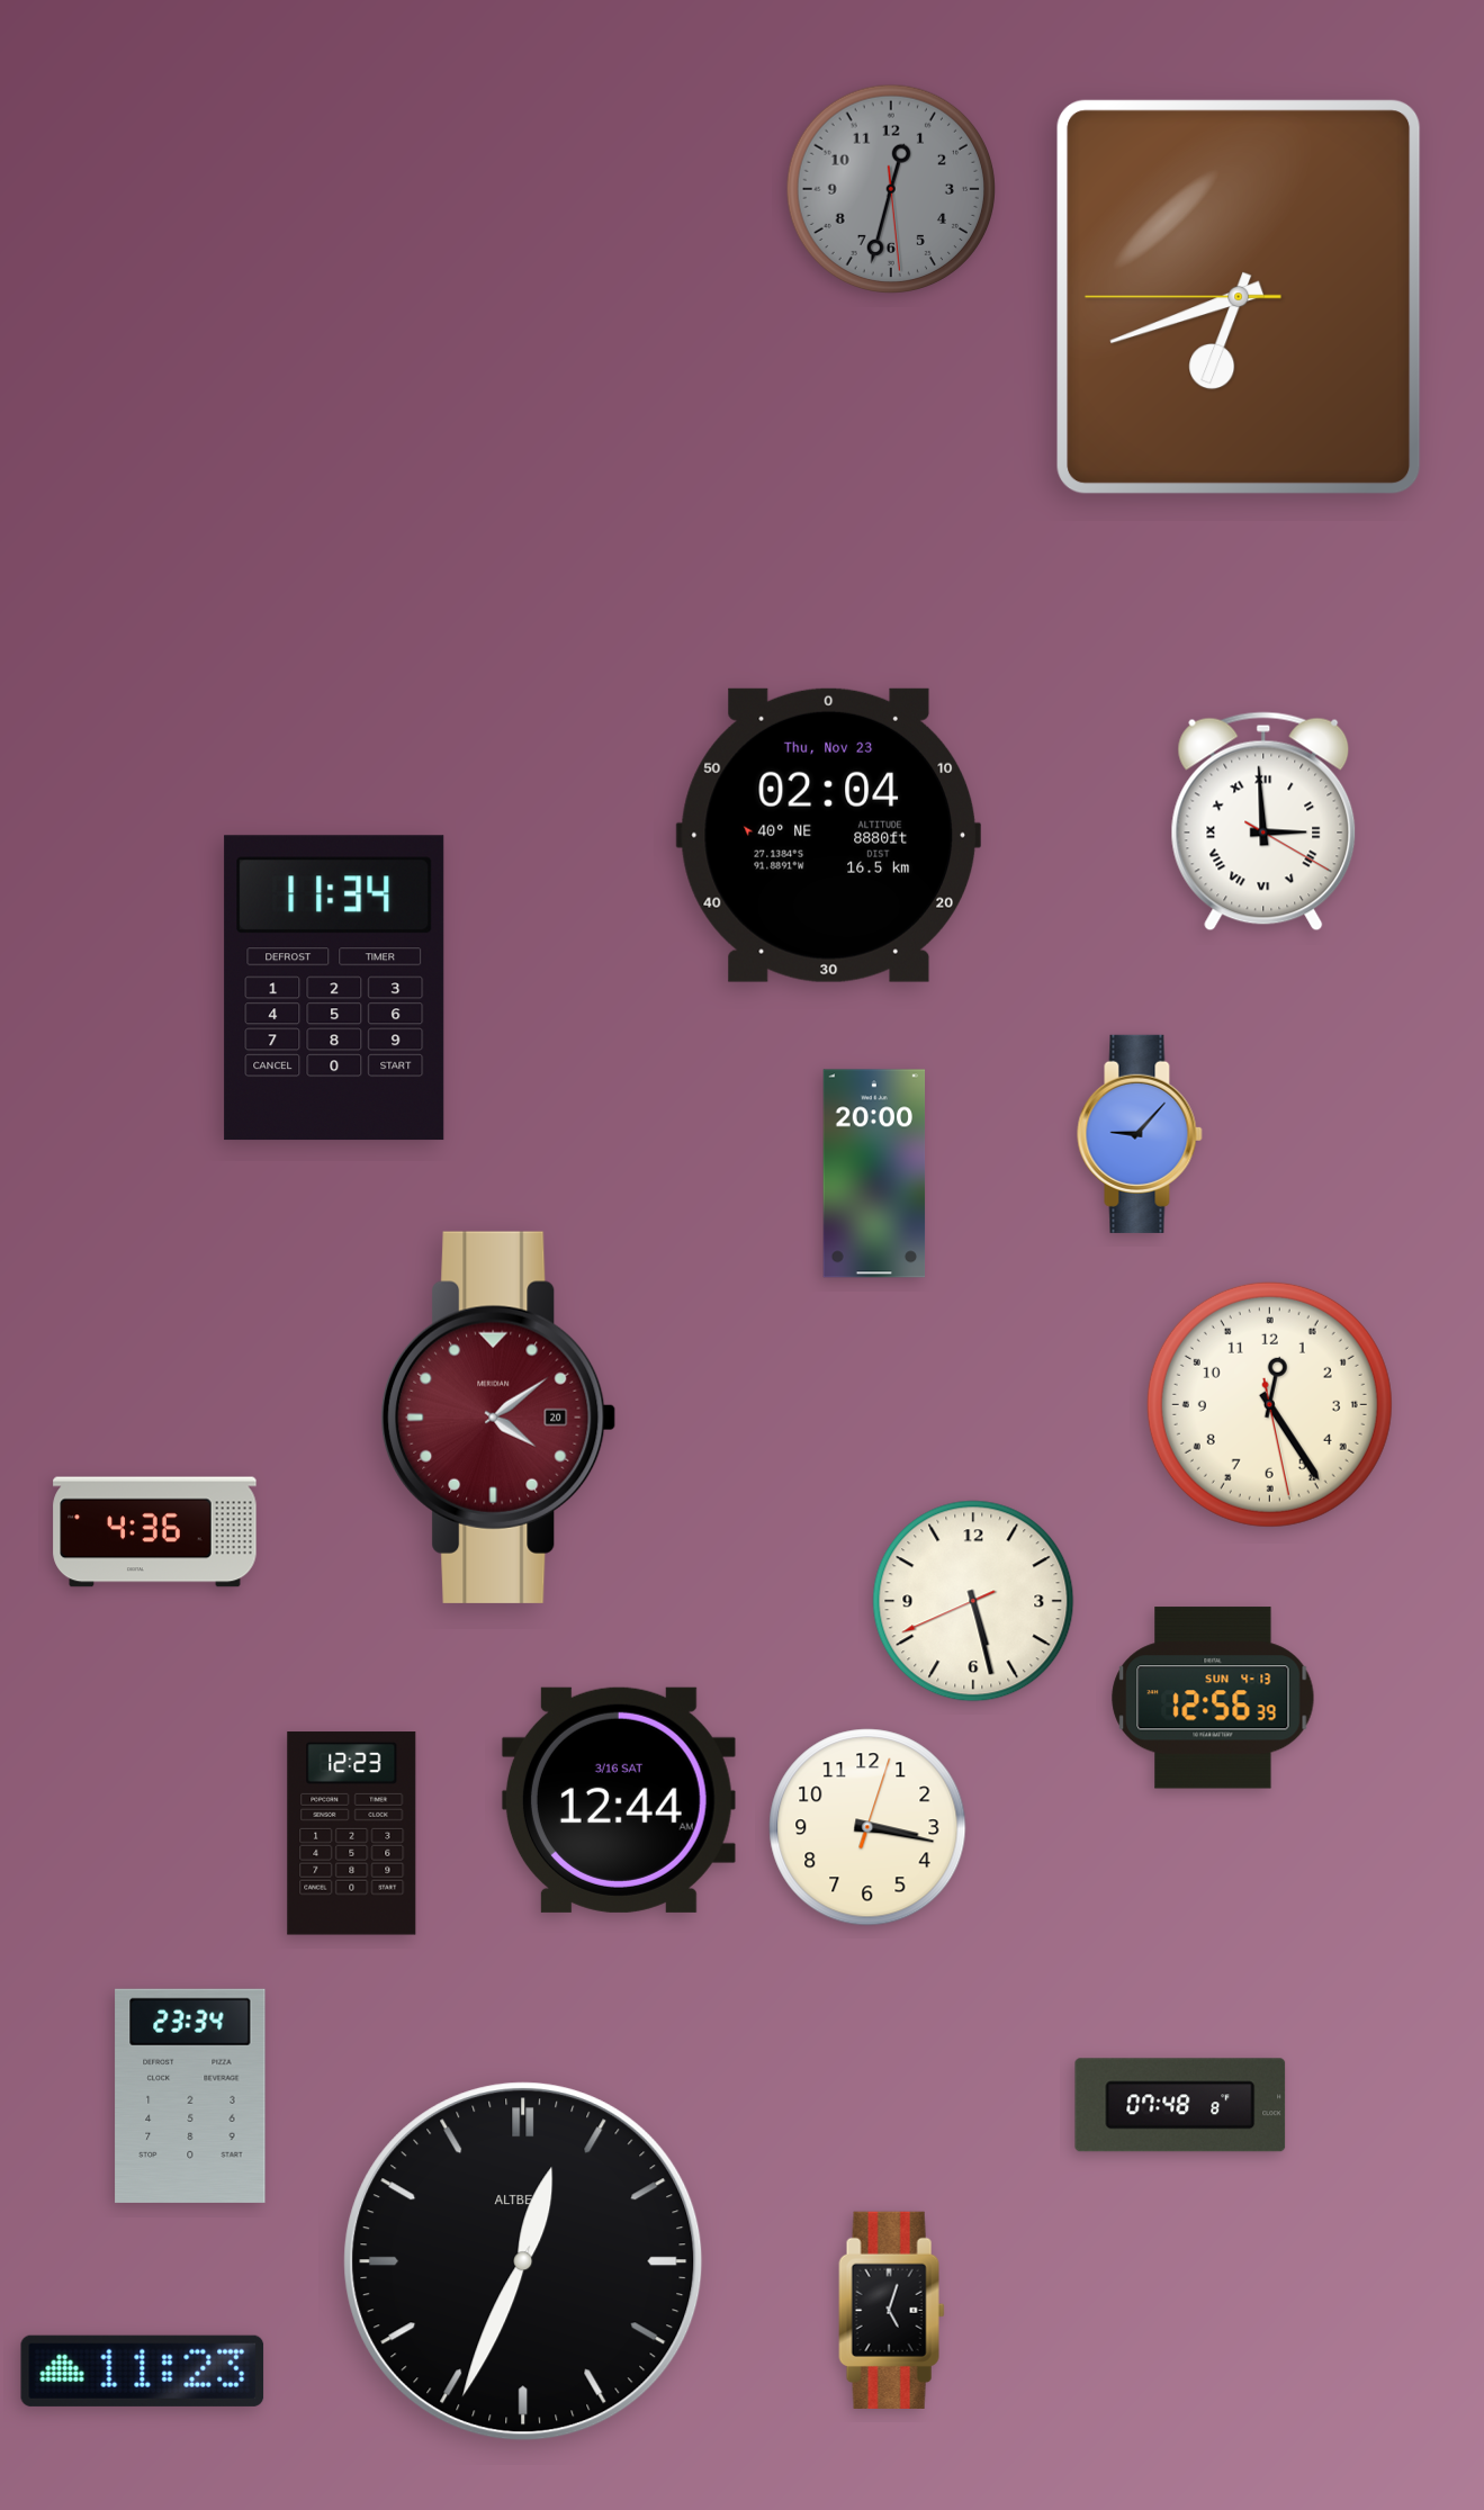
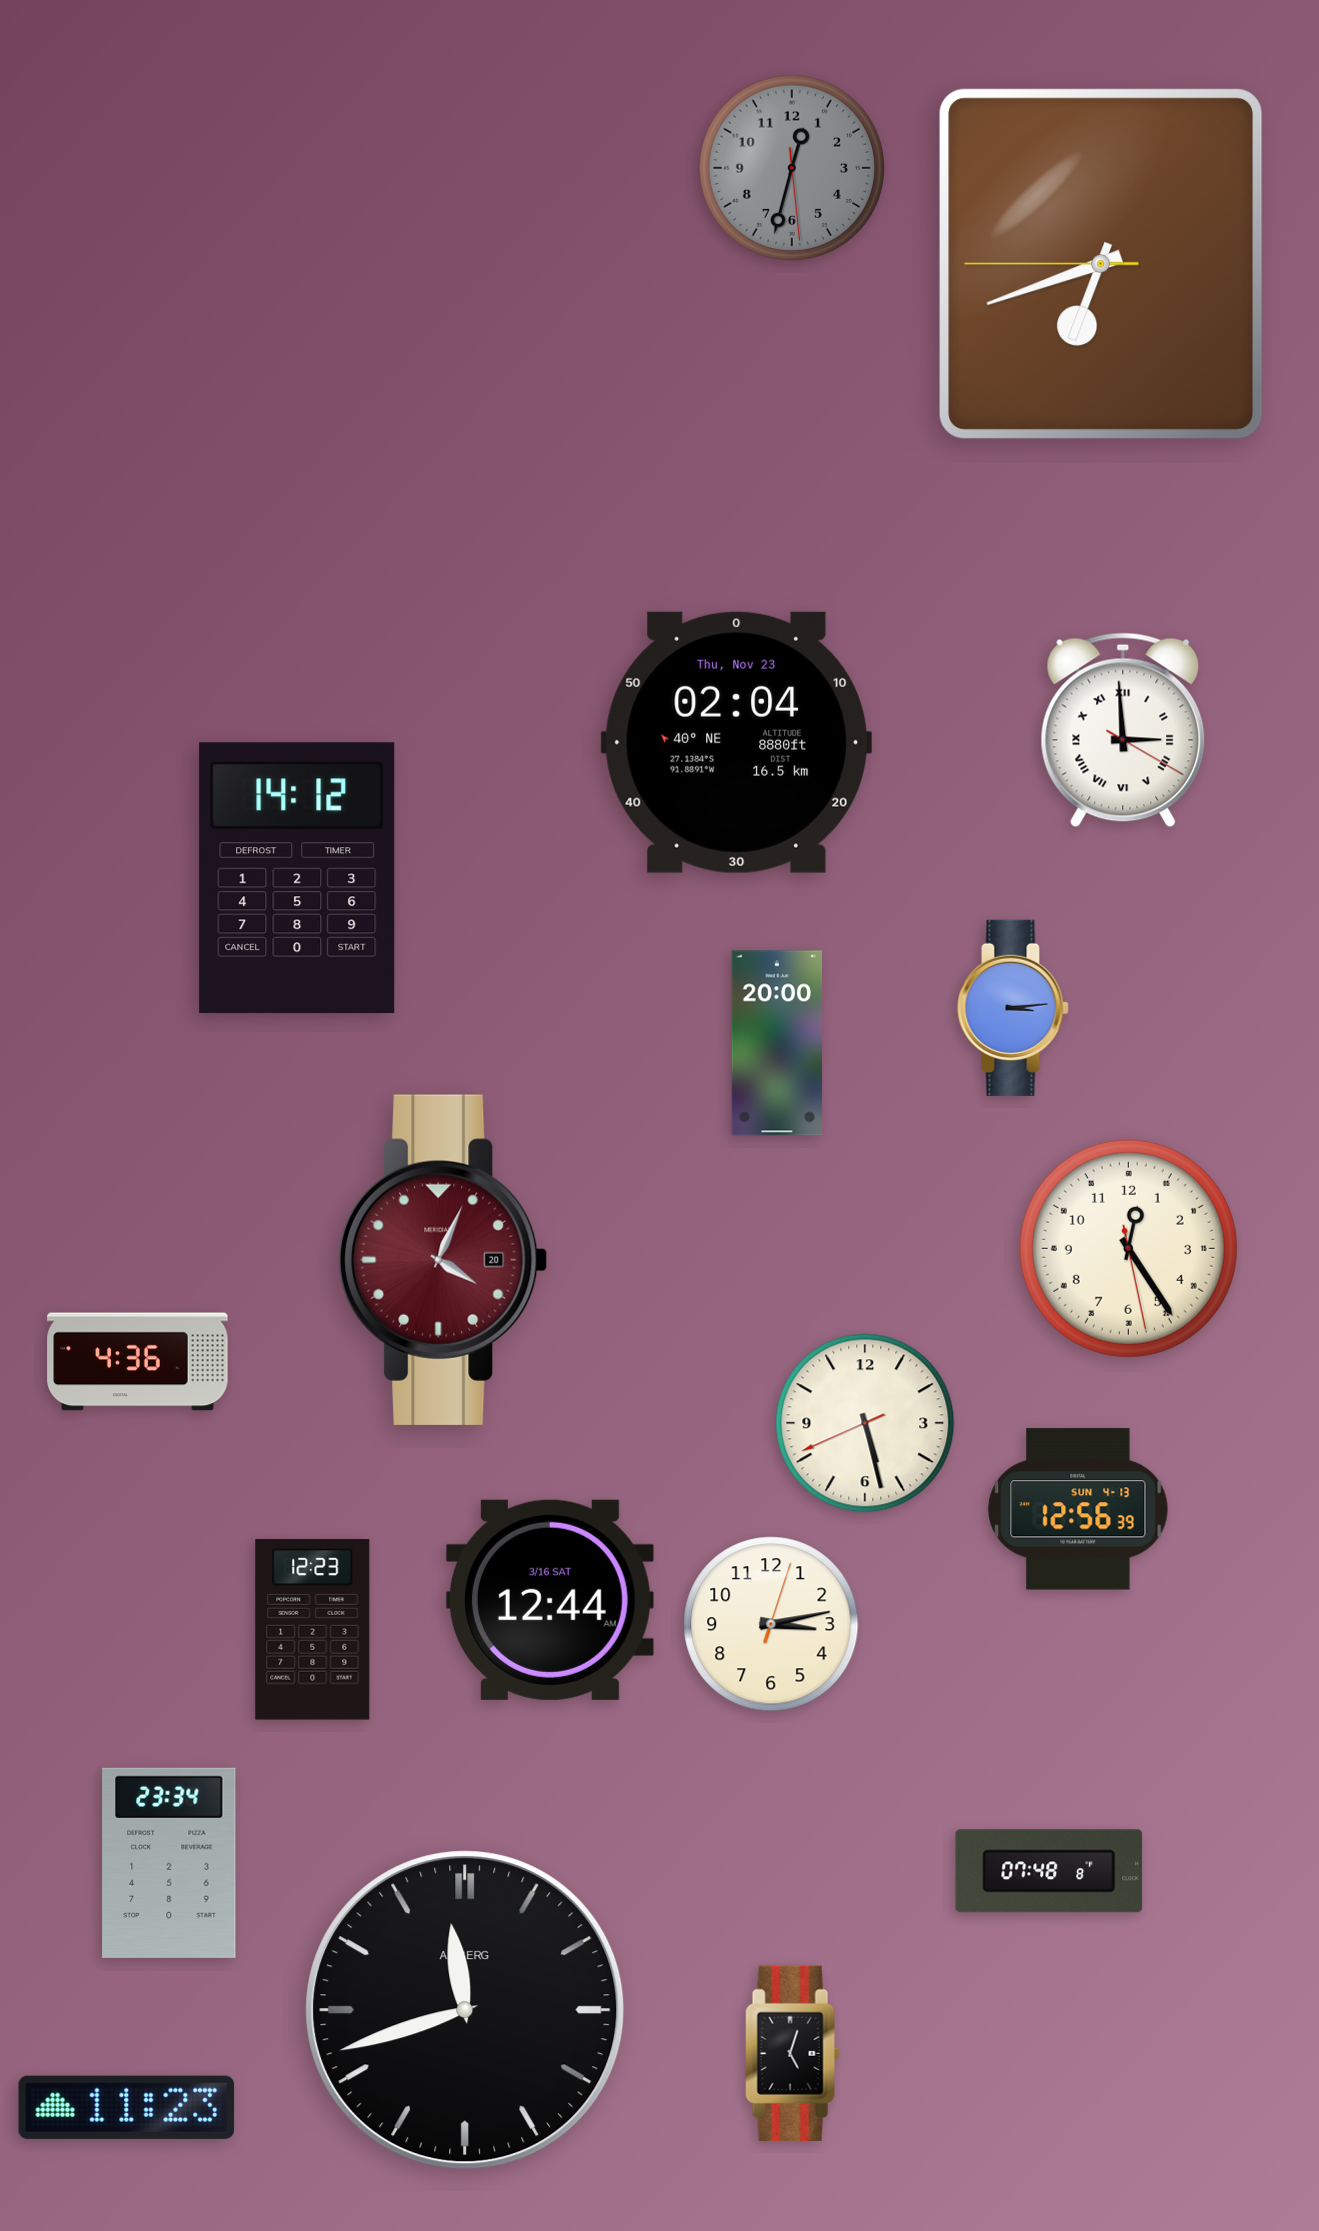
clock at (334, 988): 11:34 -> 14:12
clock at (1140, 1134): 9:07 -> 3:14
clock at (498, 1418): 4:09 -> 4:04
clock at (867, 1827): 3:17 -> 3:13
clock at (523, 2261): 12:34 -> 11:42
